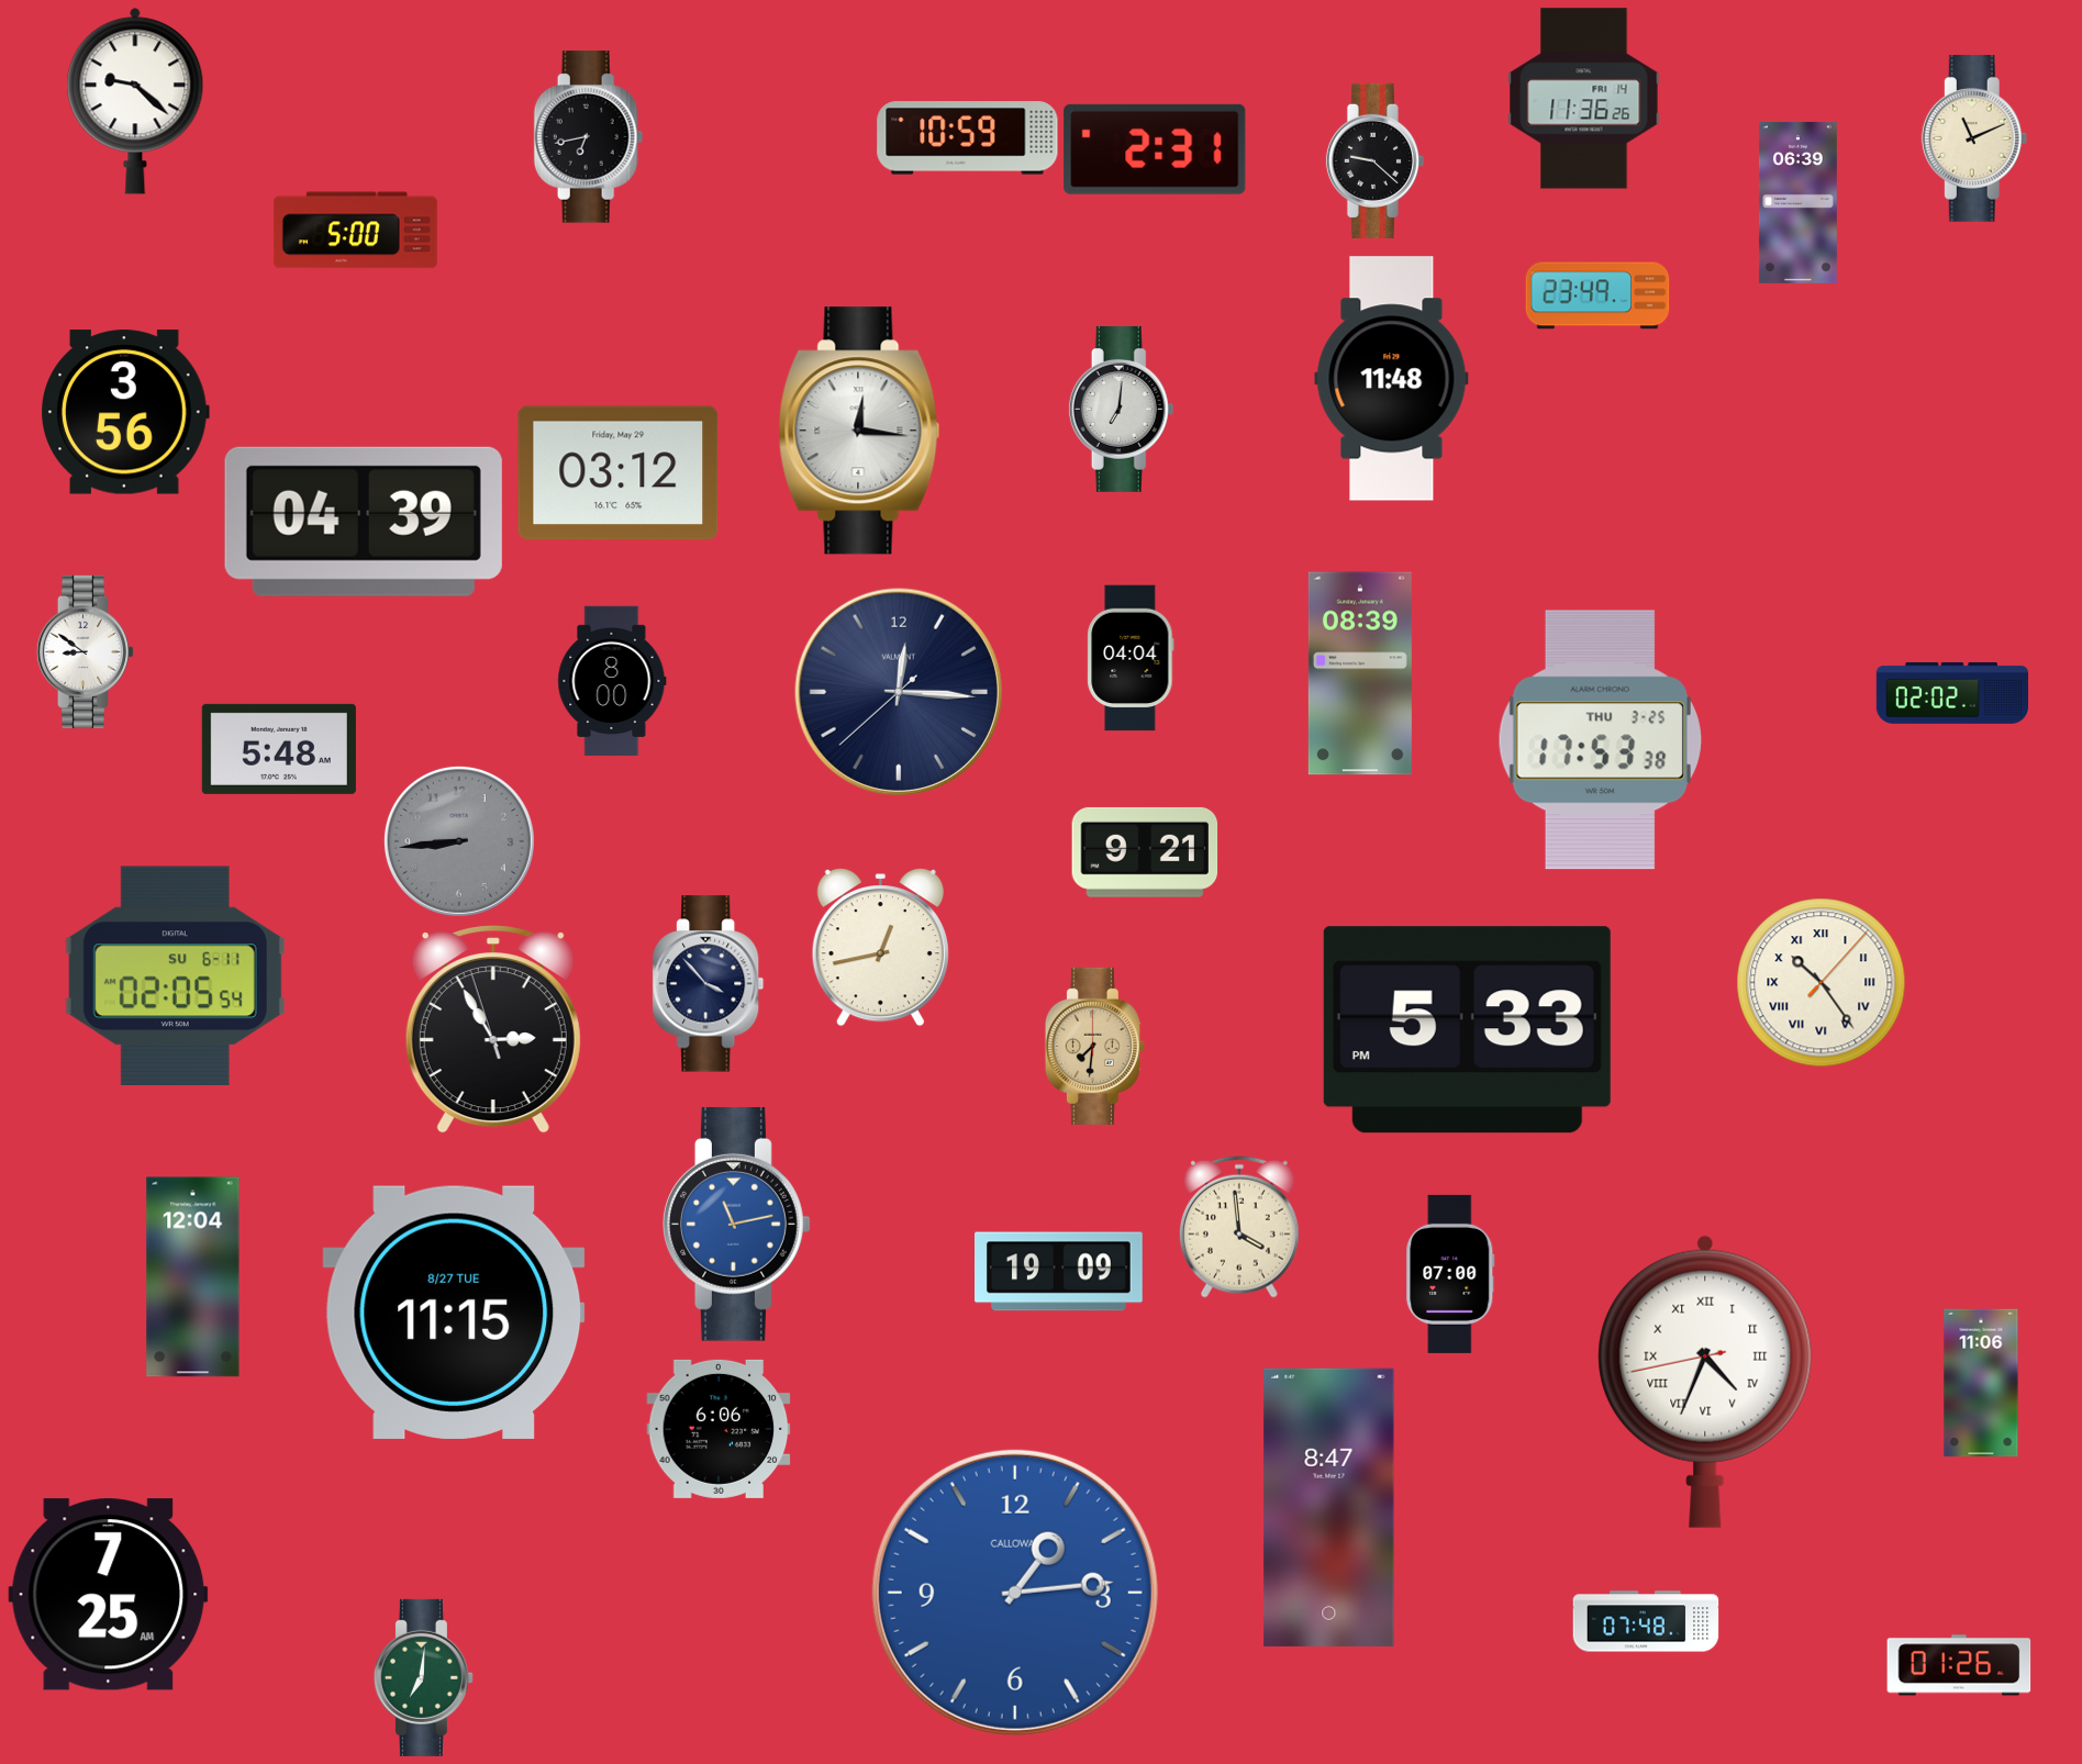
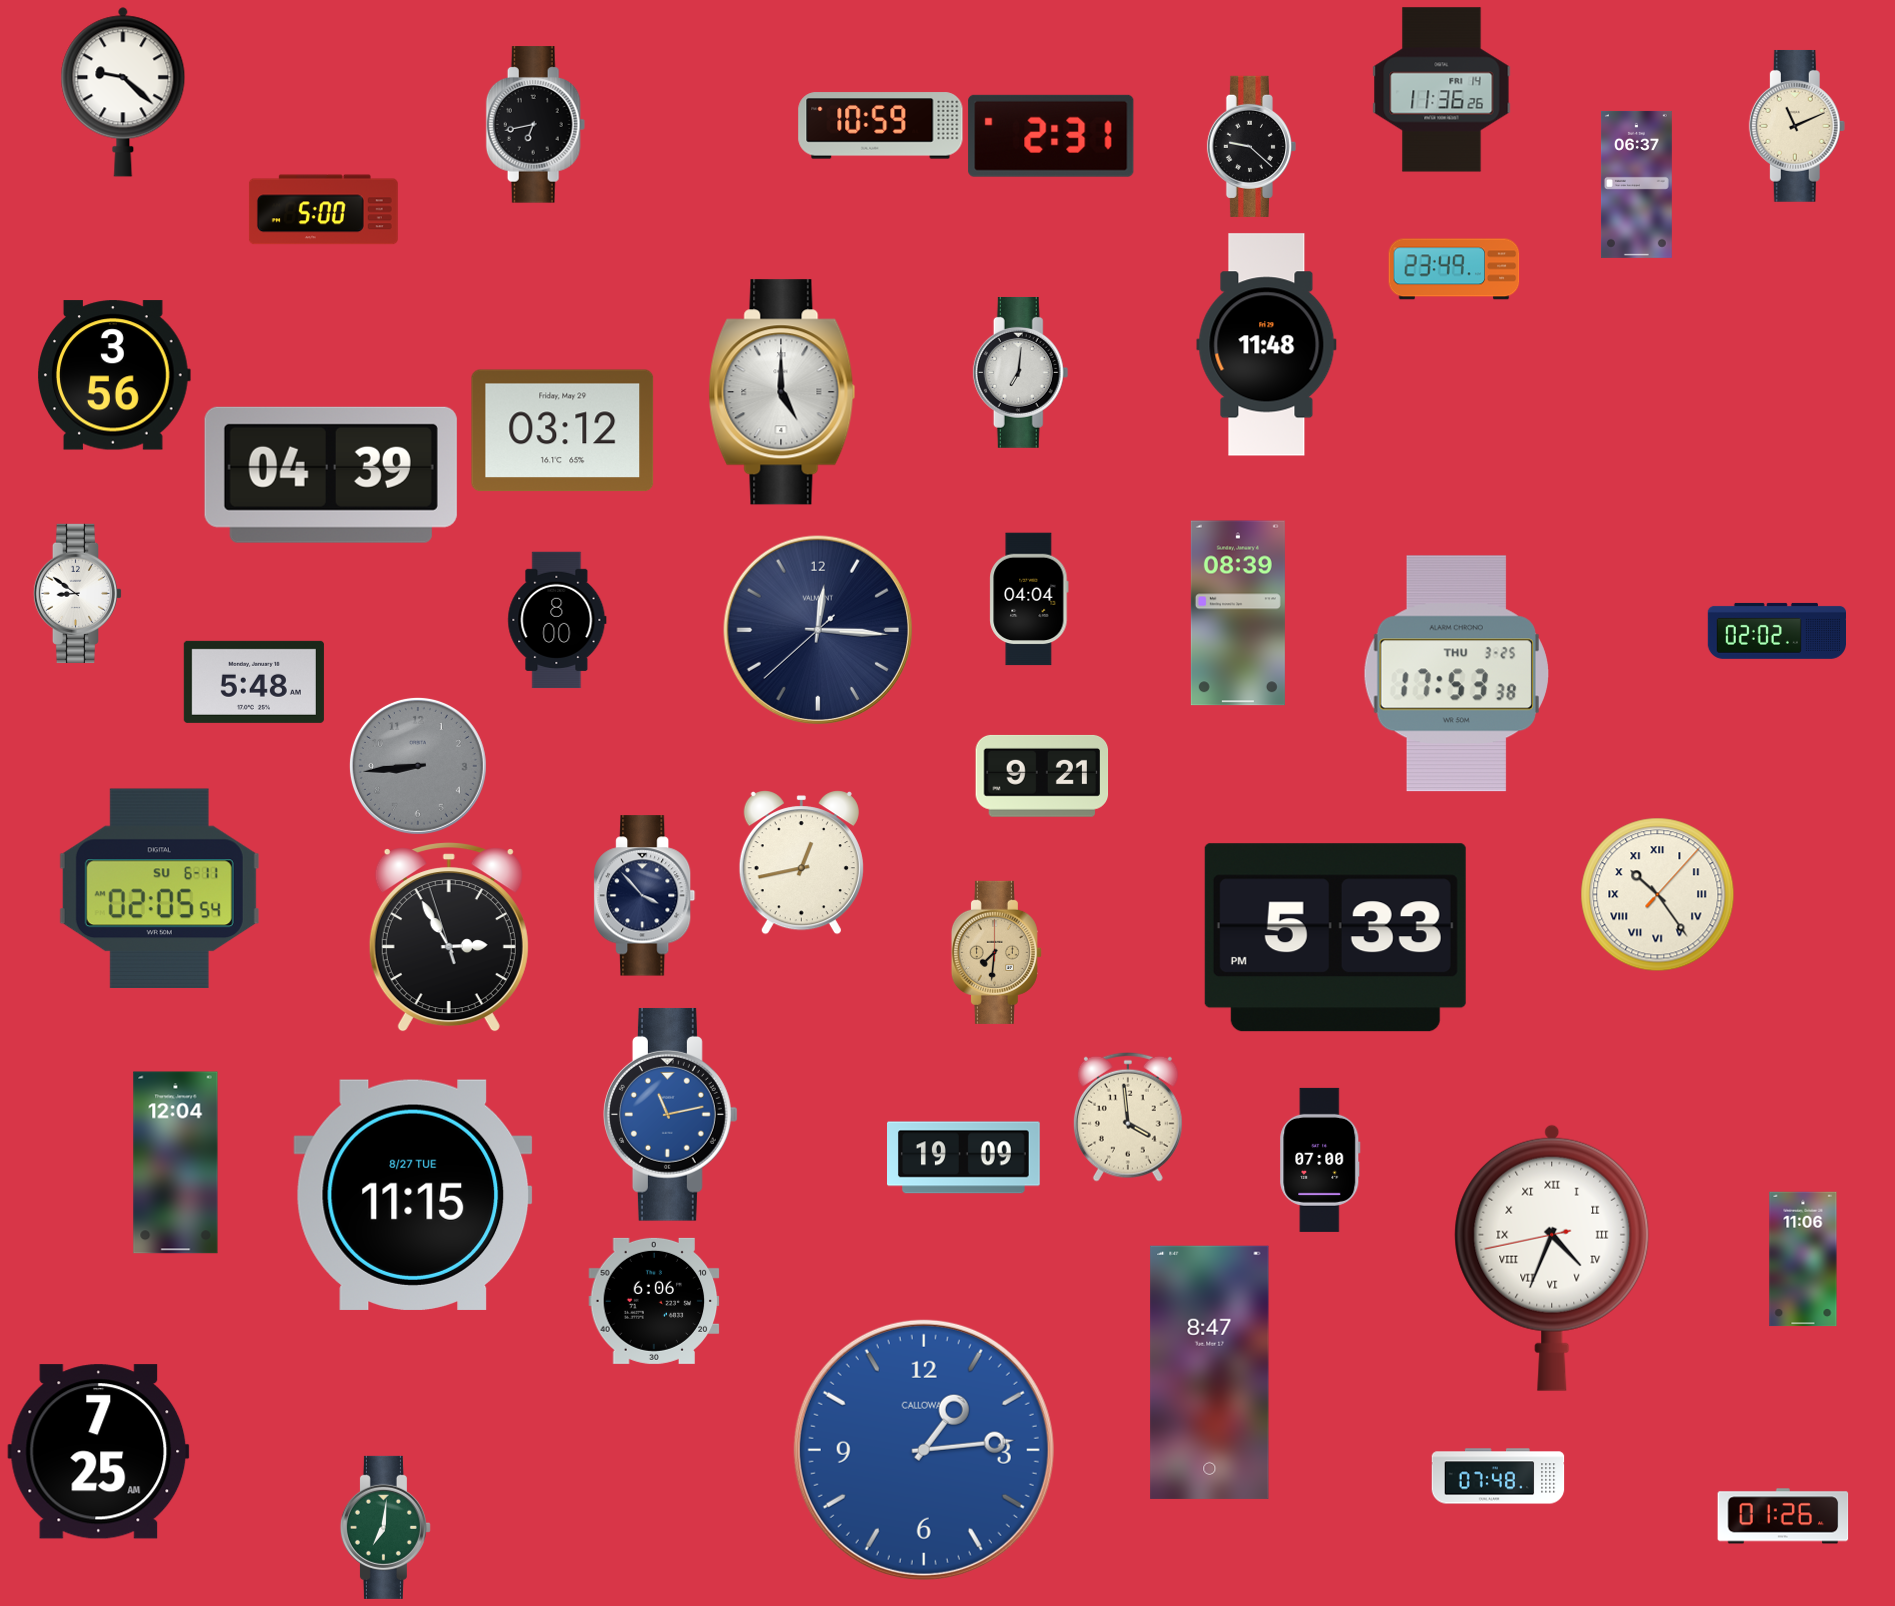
clock at (1797, 202): 06:39 -> 06:37
clock at (859, 431): 12:16 -> 5:00
